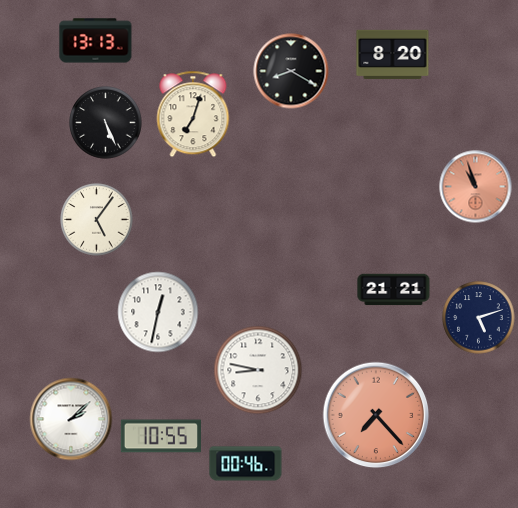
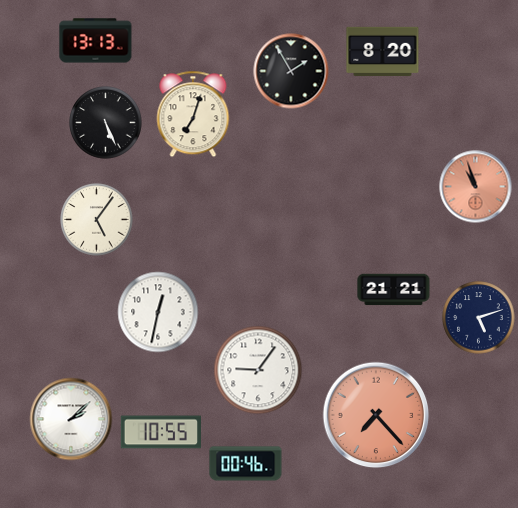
clock at (393, 55) position: (393, 55) -> (383, 52)
clock at (291, 71): 8:20 -> 1:55
clock at (258, 370): 8:47 -> 9:06
clock at (160, 436) position: (160, 436) -> (160, 432)
